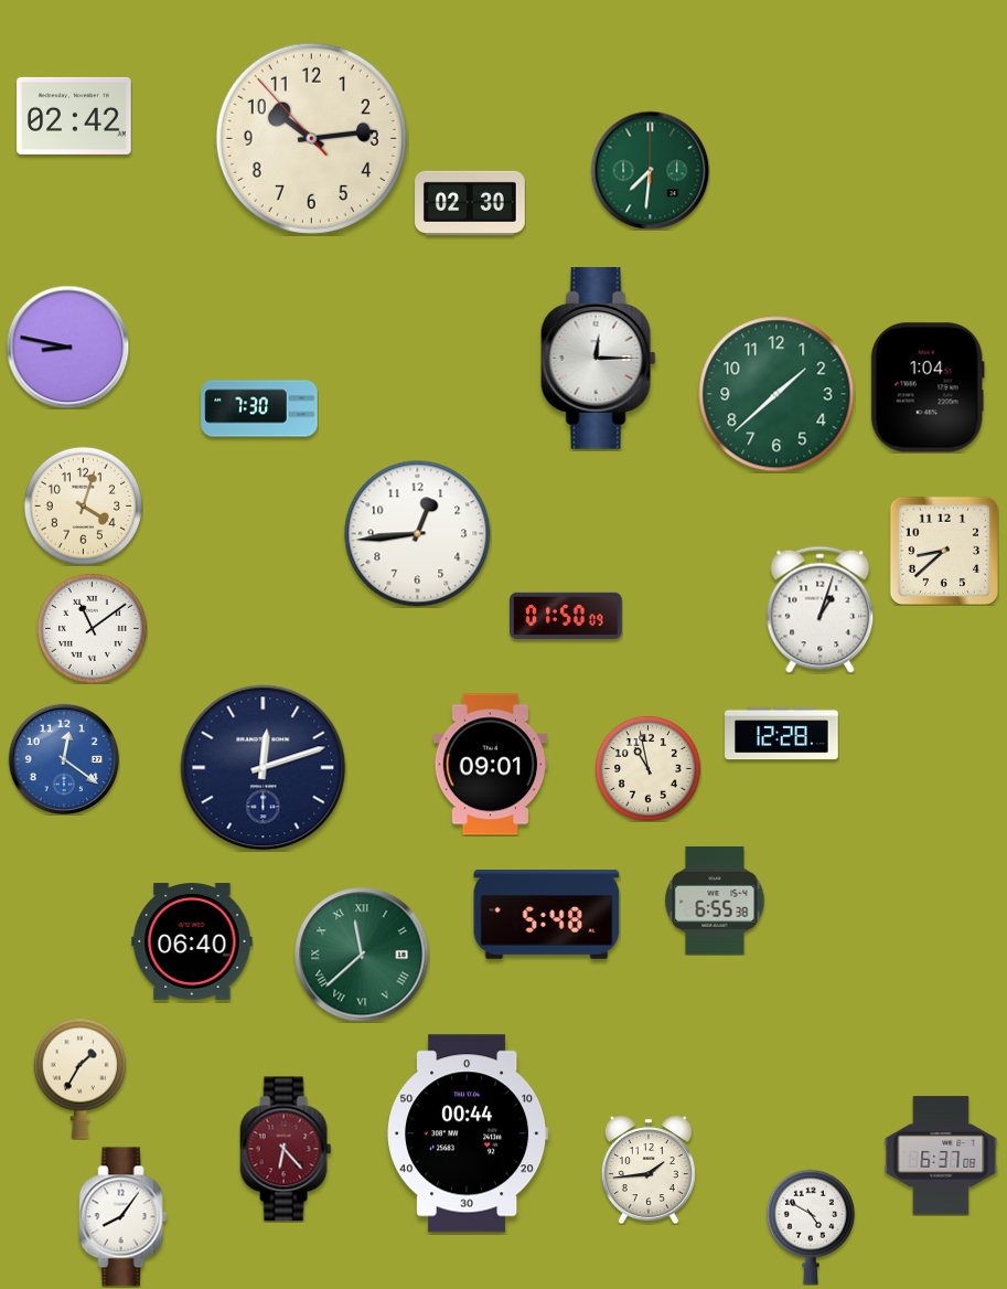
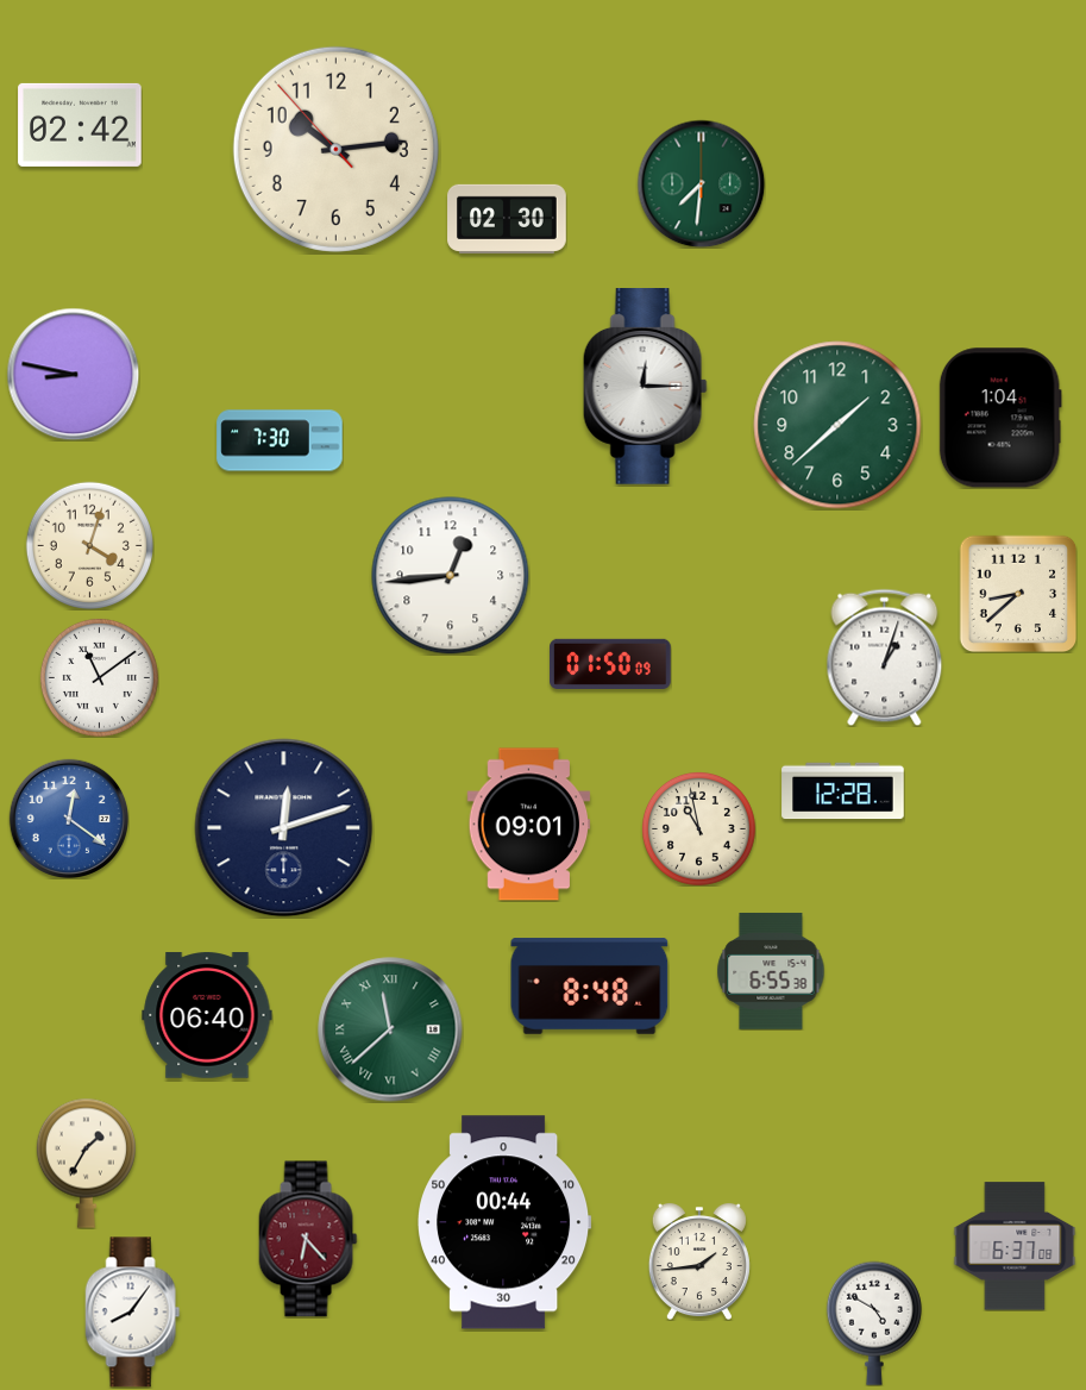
clock at (547, 915): 5:48 -> 8:48
